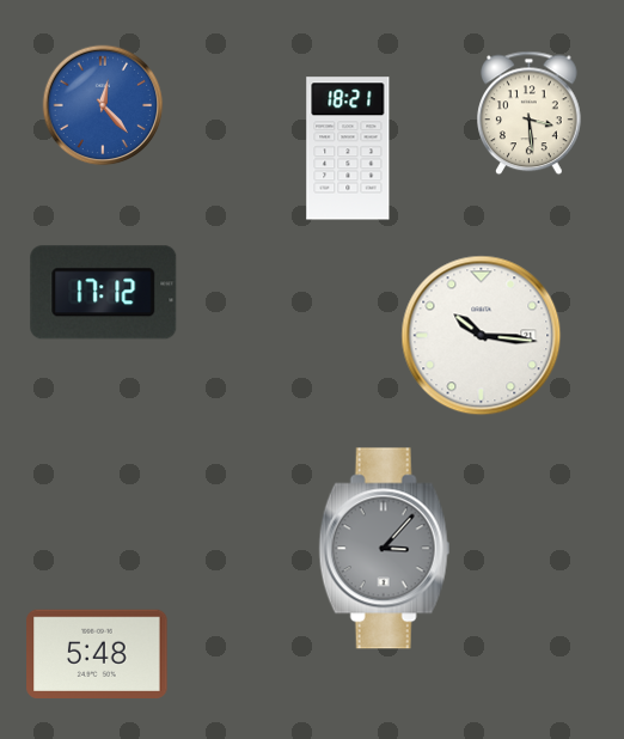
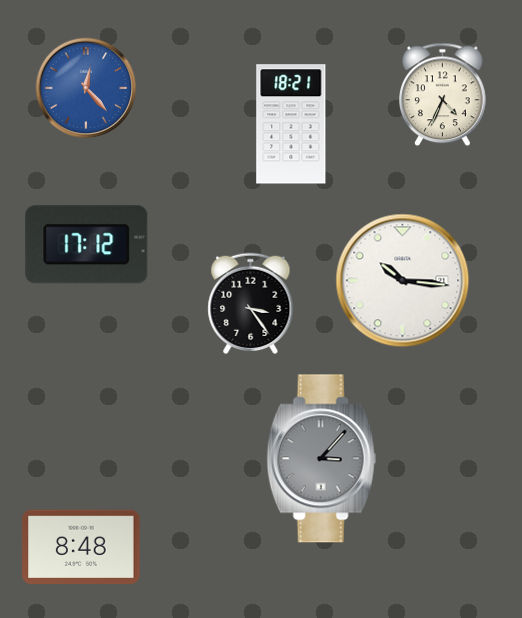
clock at (530, 114): 3:29 -> 4:34
clock at (251, 304): none -> 3:24
clock at (97, 653): 5:48 -> 8:48
